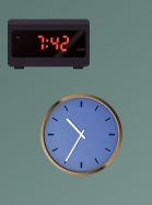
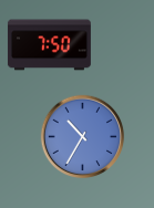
clock at (48, 45): 7:42 -> 7:50
